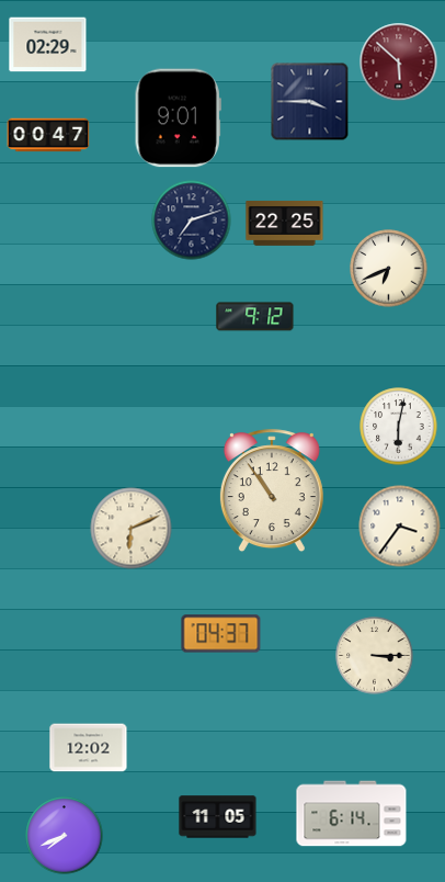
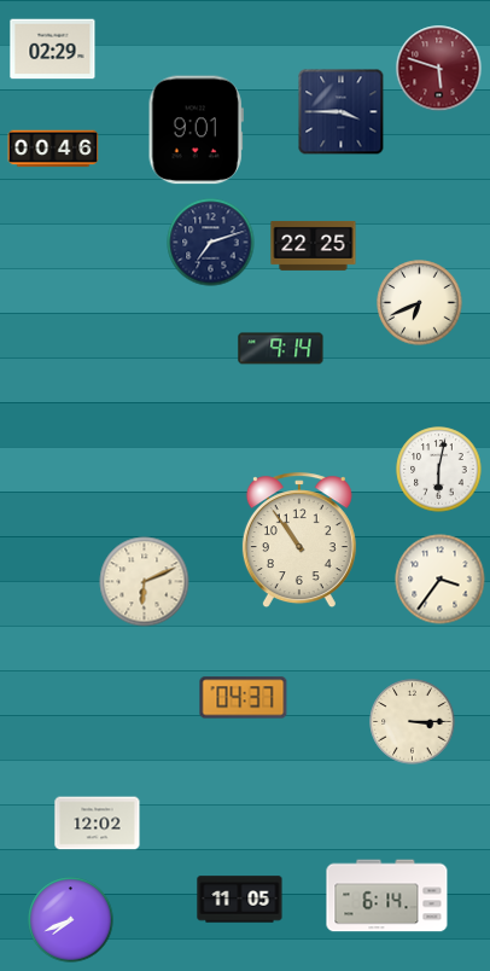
clock at (399, 63): 5:52 -> 5:48
clock at (48, 135): 00:47 -> 00:46
clock at (389, 269) position: (389, 269) -> (420, 303)
clock at (255, 317): 9:12 -> 9:14
